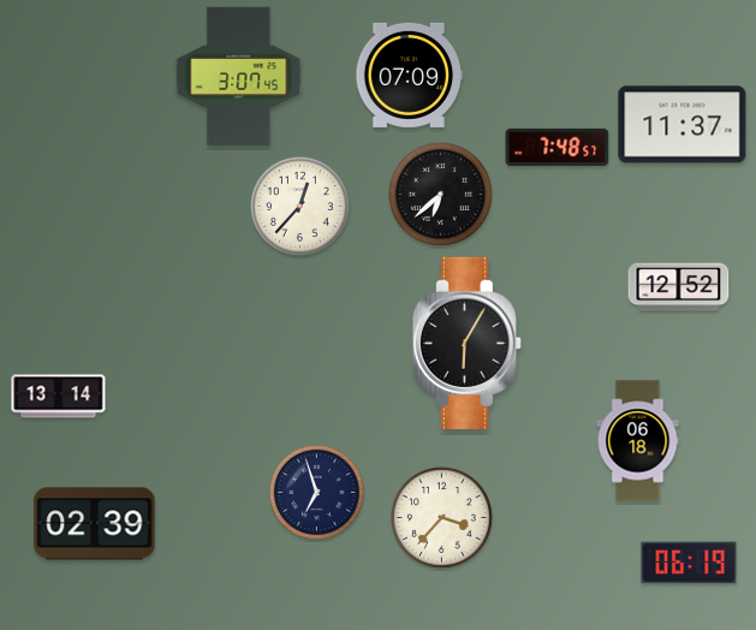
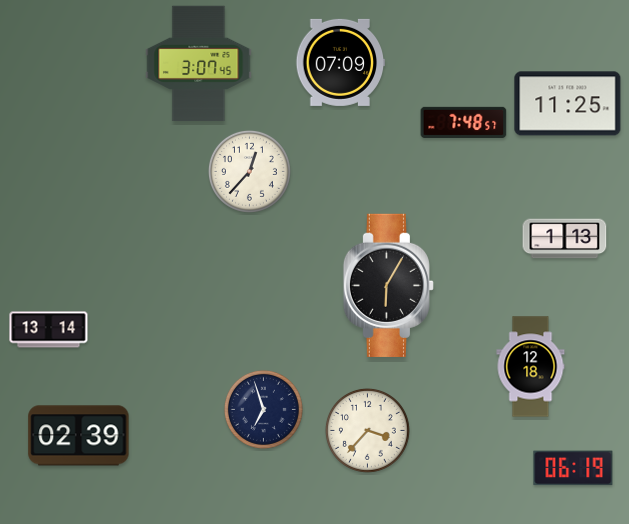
clock at (683, 125): 11:37 -> 11:25
clock at (440, 194): 6:38 -> none
clock at (679, 287): 12:52 -> 1:13
clock at (638, 441): 06:18 -> 12:18
